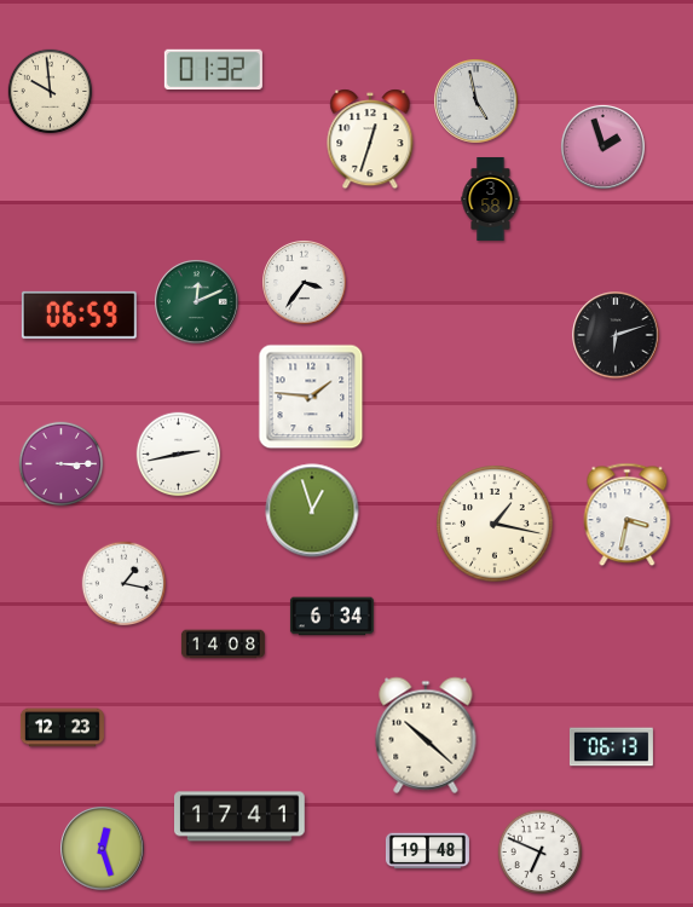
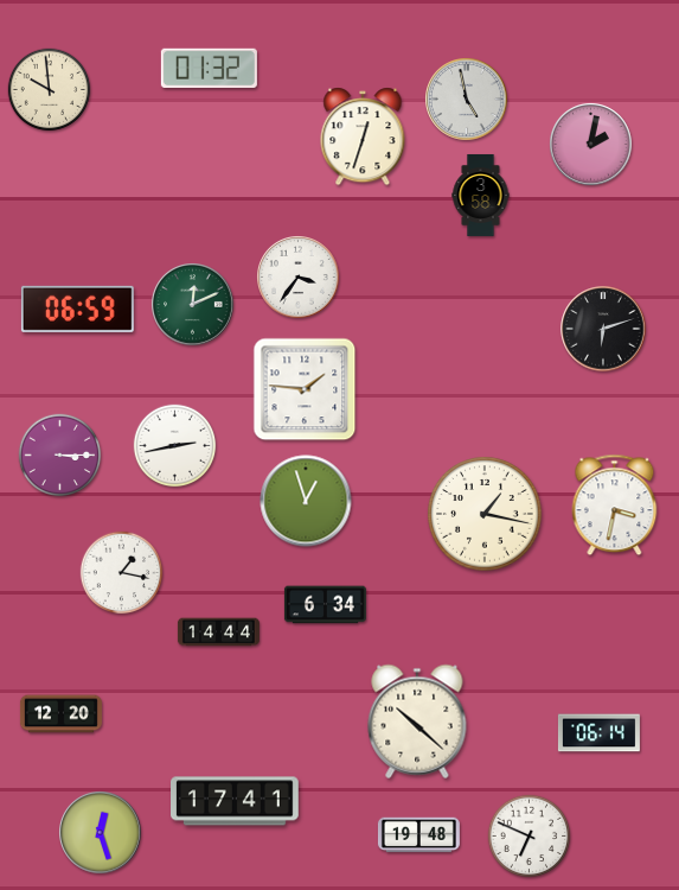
clock at (604, 148): 1:57 -> 2:02
clock at (197, 302) position: (197, 302) -> (193, 305)
clock at (223, 645): 14:08 -> 14:44
clock at (62, 728): 12:23 -> 12:20
clock at (611, 747): 06:13 -> 06:14
